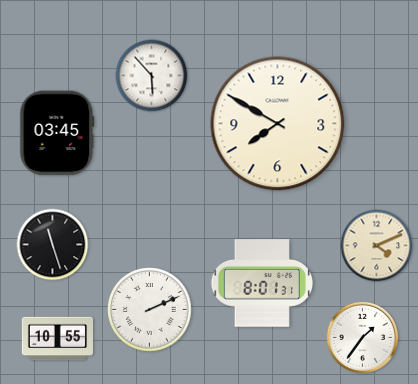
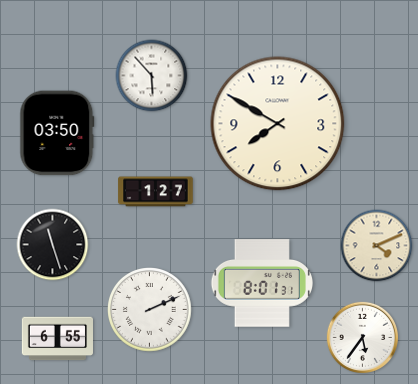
clock at (57, 133): 03:45 -> 03:50
clock at (156, 192): none -> 1:27
clock at (362, 337): 1:36 -> 5:36
clock at (57, 339): 10:55 -> 6:55
